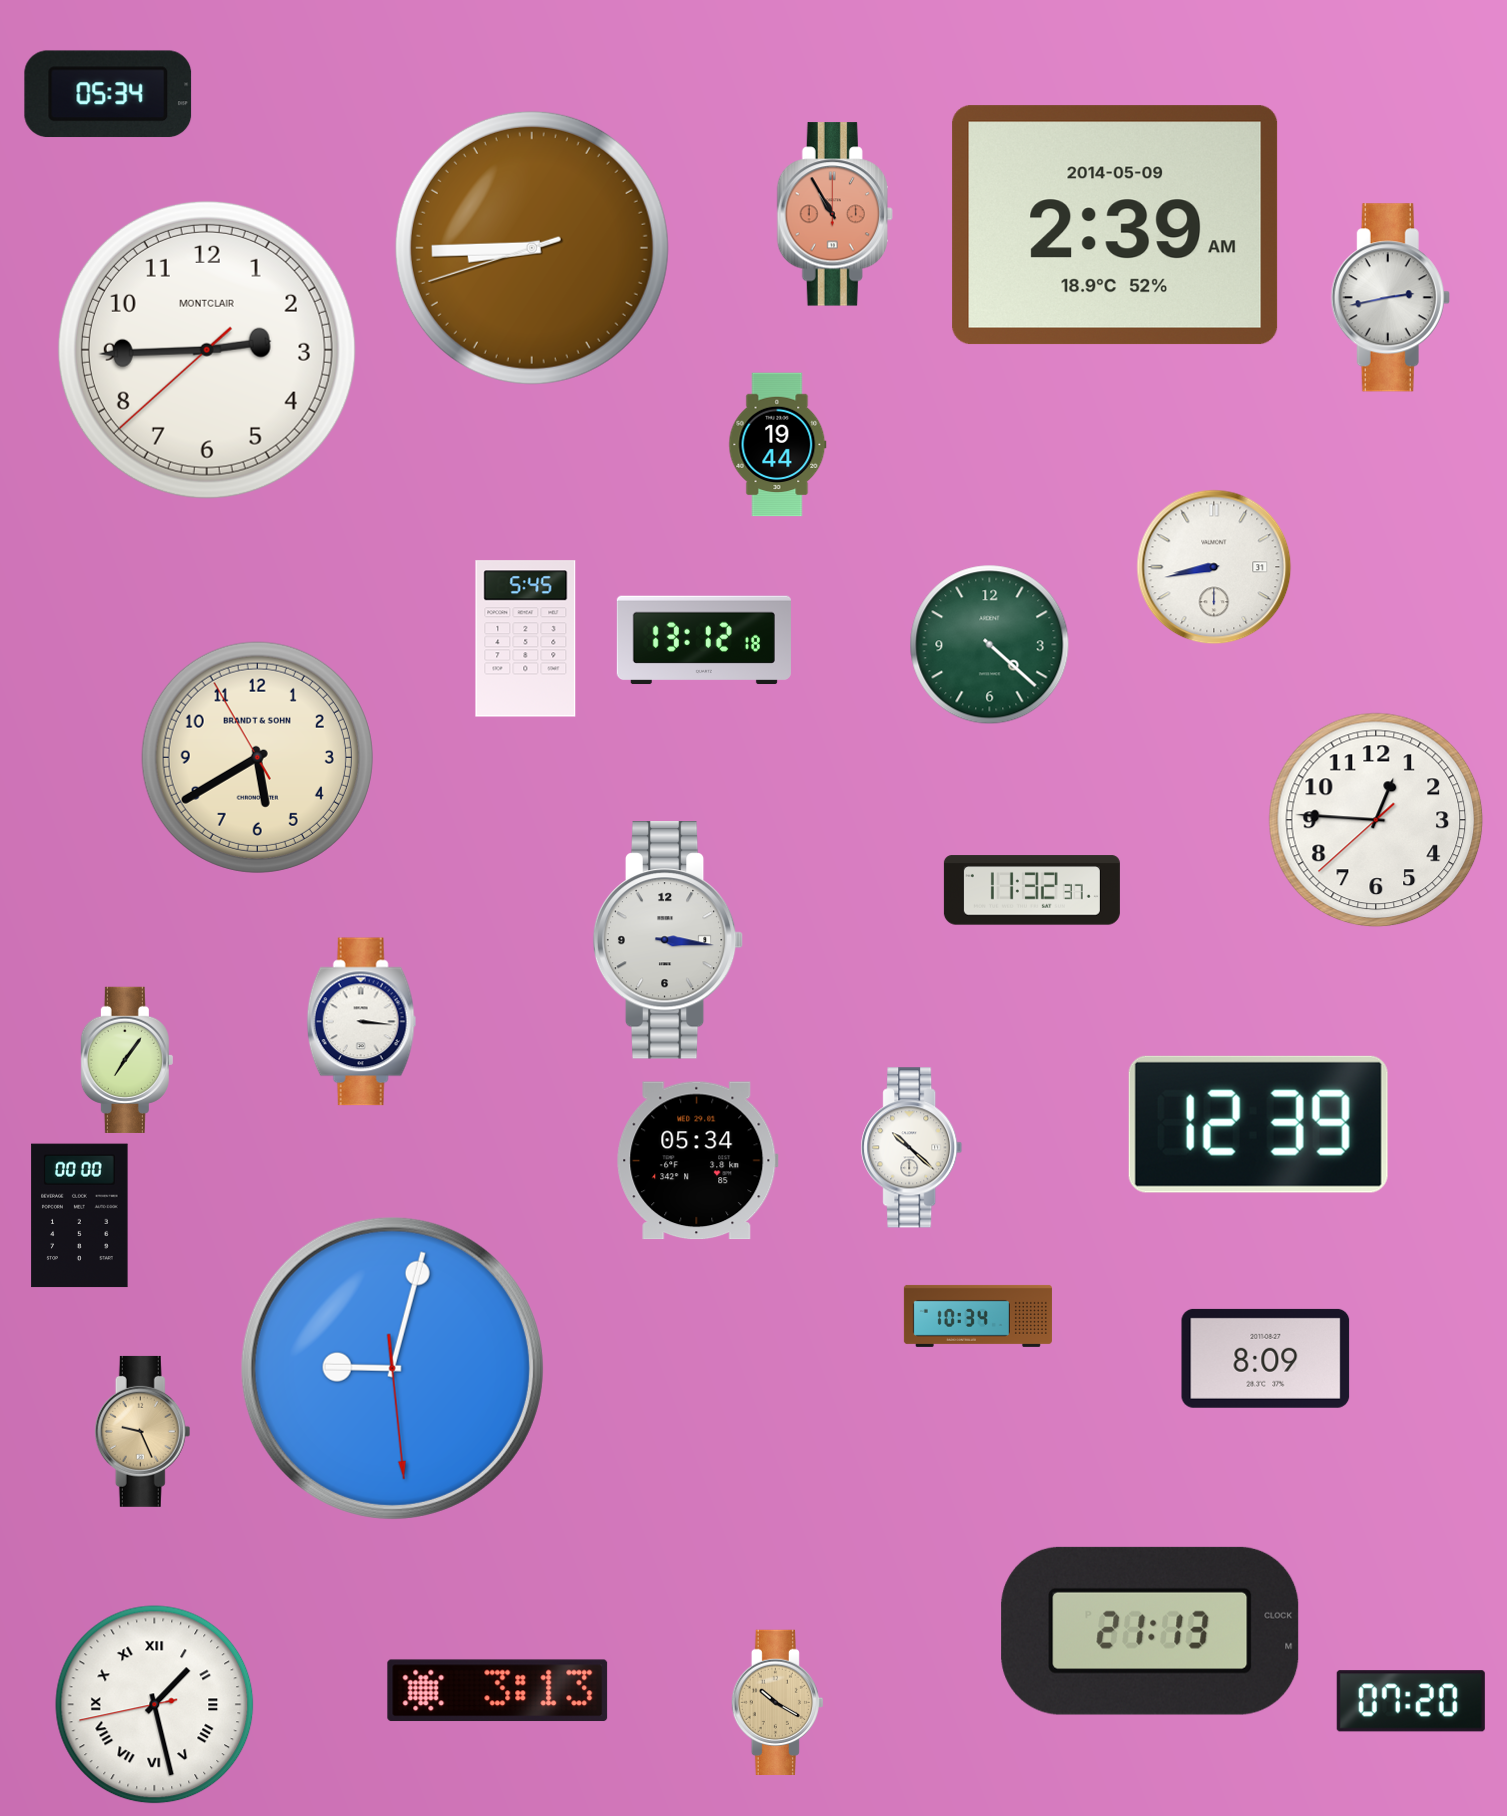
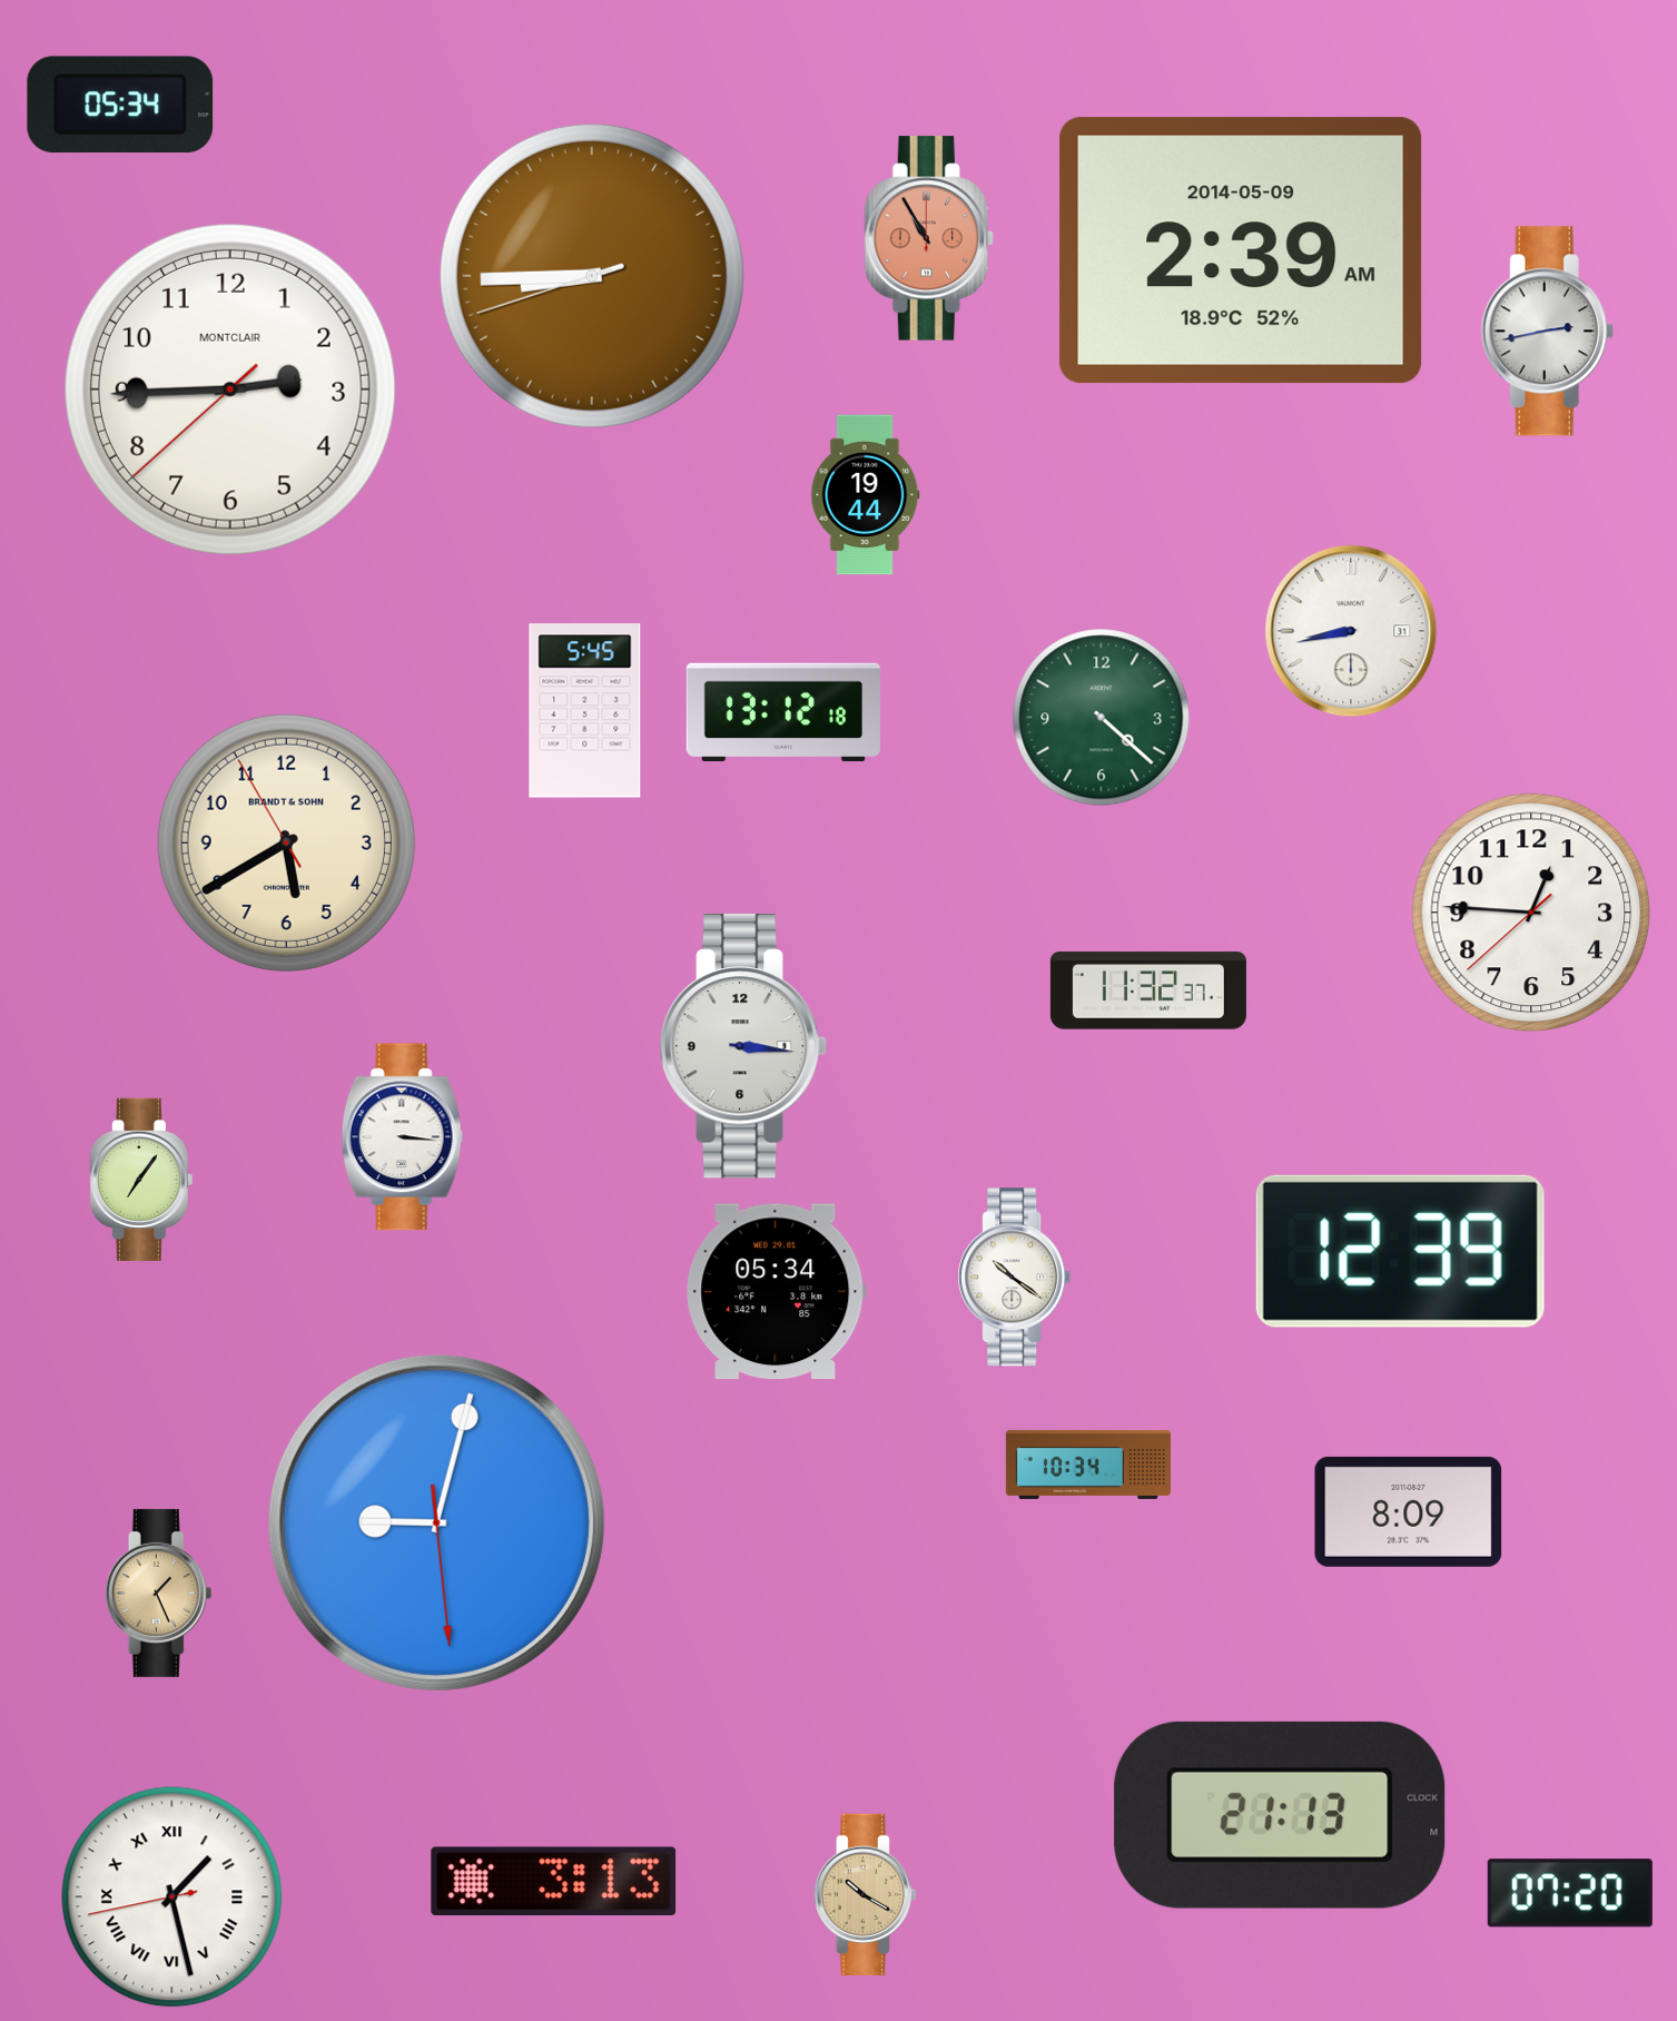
clock at (912, 1148): 10:22 -> 10:21
clock at (80, 1216): 00:00 -> none
clock at (143, 1431): 9:26 -> 1:26
